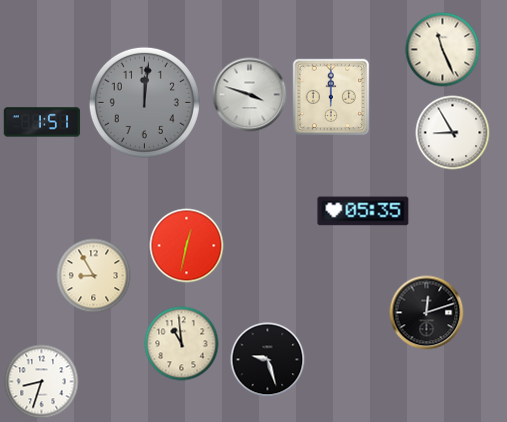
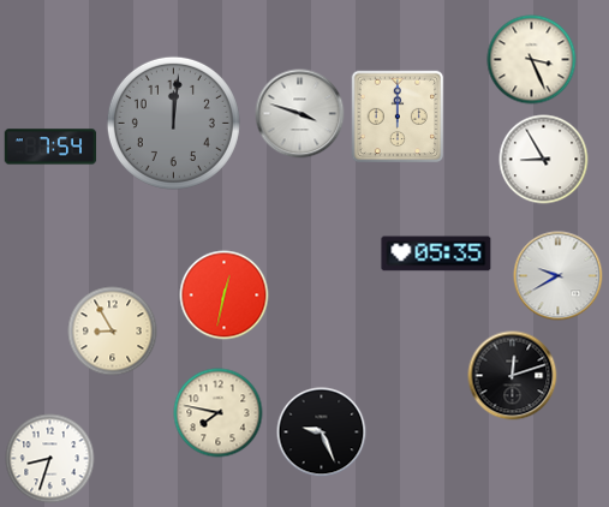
clock at (443, 50): 11:26 -> 3:26
clock at (42, 122): 1:51 -> 7:54
clock at (559, 276): none -> 9:40
clock at (182, 344): 10:59 -> 7:47
clock at (268, 360): 9:27 -> 9:26
